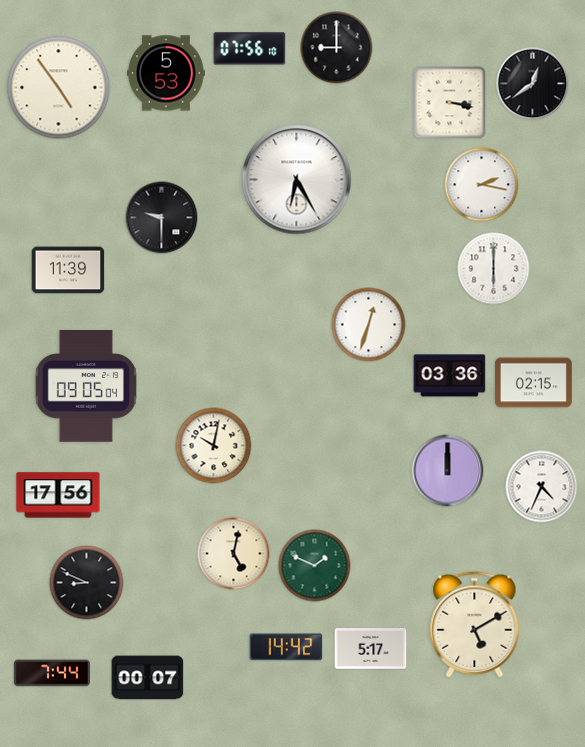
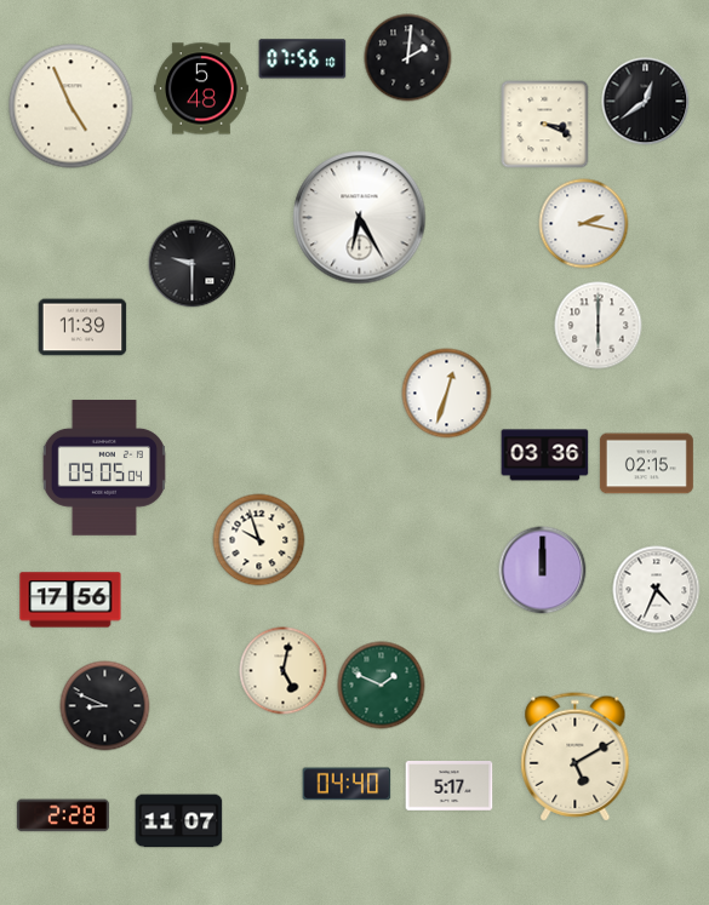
clock at (337, 48): 9:00 -> 2:01
clock at (166, 73): 5:53 -> 5:48
clock at (59, 88): 4:54 -> 4:56
clock at (450, 103): 3:17 -> 3:19
clock at (162, 218) position: (162, 218) -> (193, 264)
clock at (214, 446): 10:02 -> 9:57
clock at (286, 647): 14:42 -> 04:40
clock at (52, 673): 7:44 -> 2:28
clock at (148, 678): 00:07 -> 11:07
